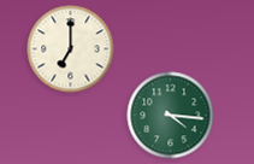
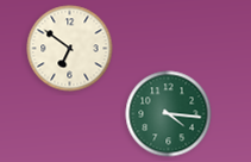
clock at (71, 49): 7:00 -> 6:51
